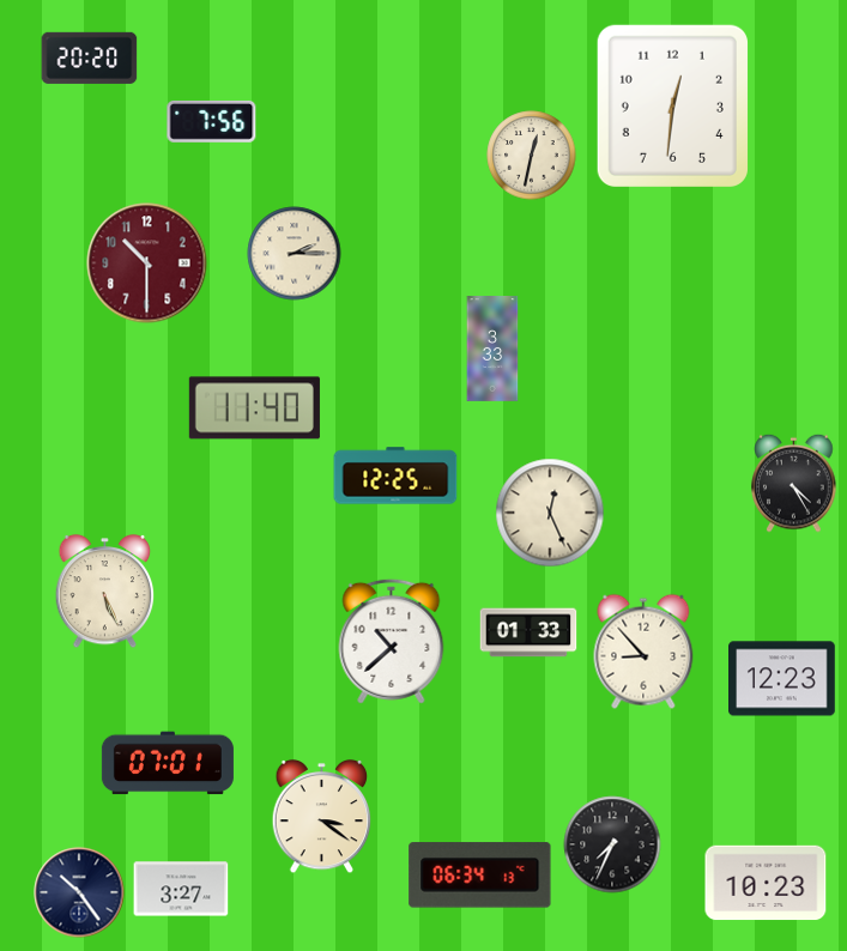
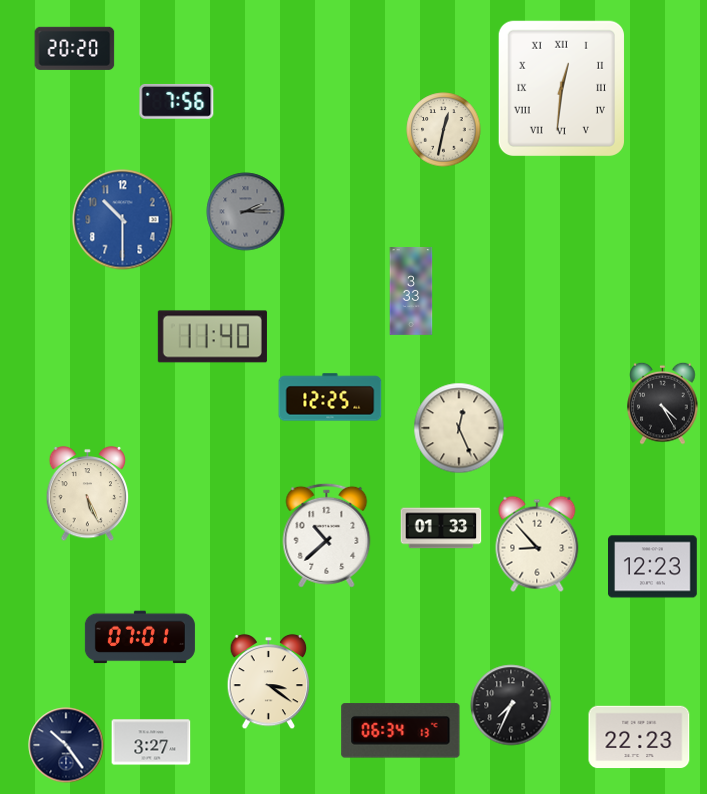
clock at (672, 105) numerals: Arabic -> Roman
clock at (295, 254) dial: cream -> grey
clock at (147, 264) dial: burgundy -> blue
clock at (254, 408) position: (254, 408) -> (212, 337)
clock at (766, 883): 10:23 -> 22:23
